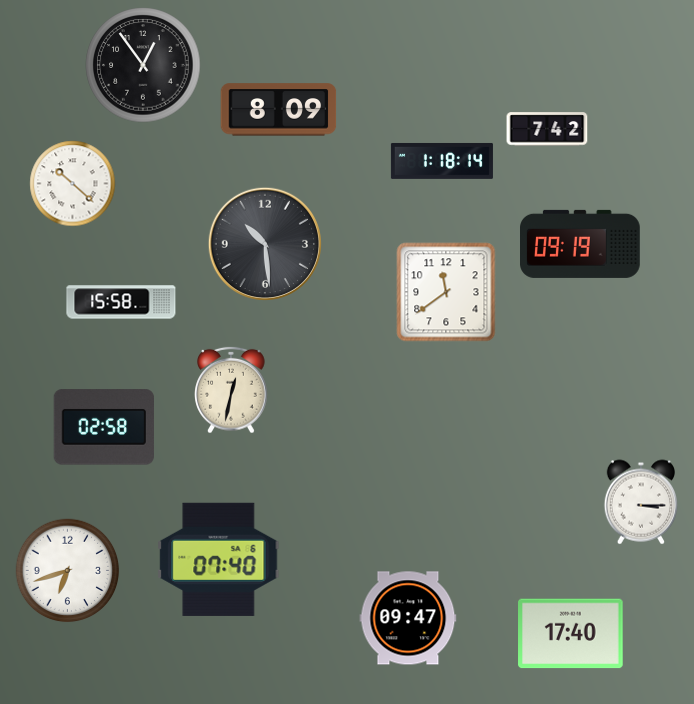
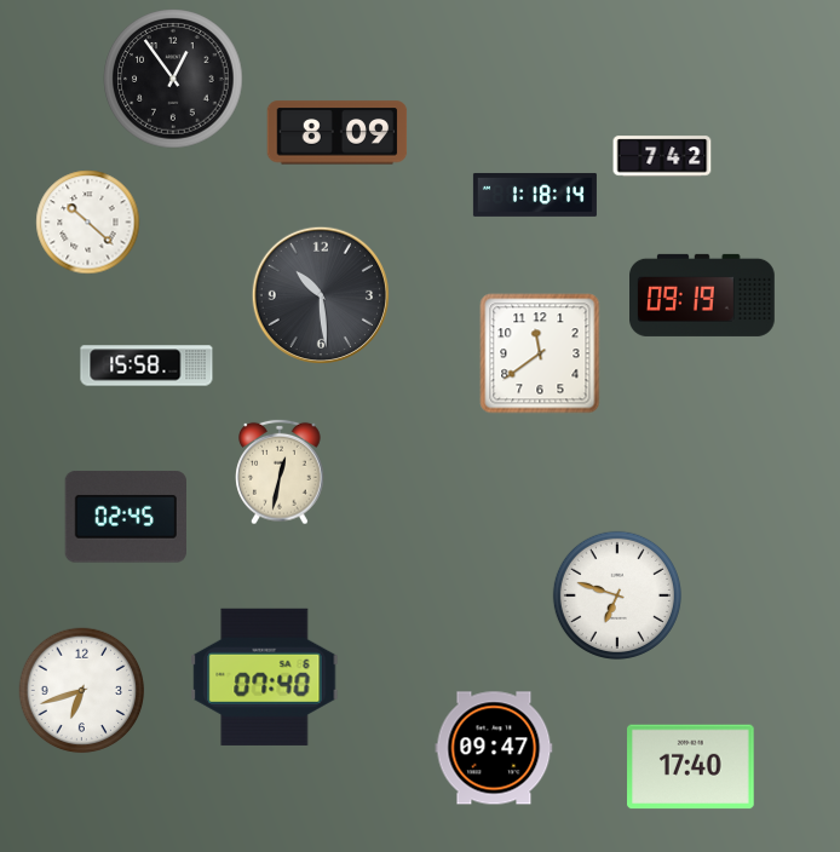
clock at (104, 427): 02:58 -> 02:45
clock at (617, 595): none -> 6:48
clock at (641, 502): 3:15 -> none
